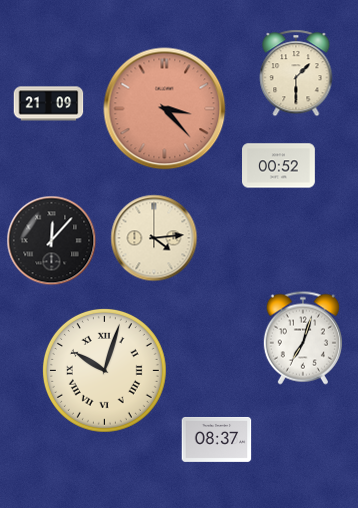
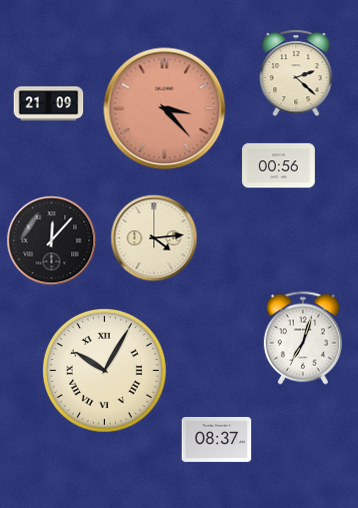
clock at (296, 73): 1:30 -> 2:22
clock at (279, 166): 00:52 -> 00:56
clock at (104, 370): 10:03 -> 10:05
